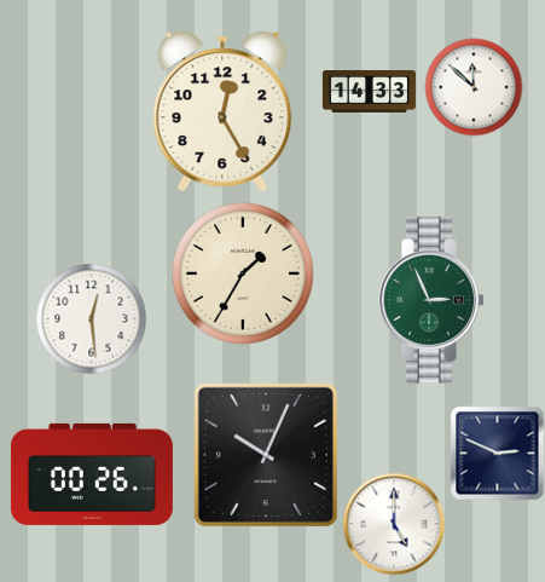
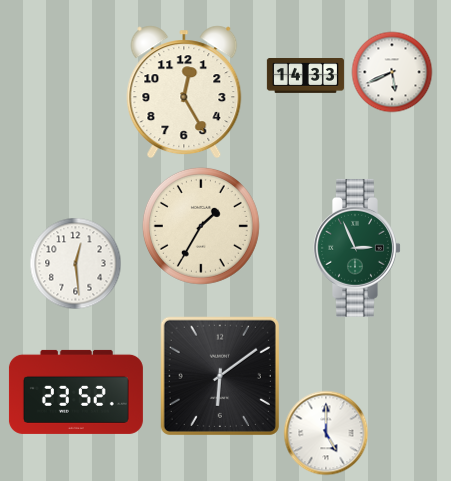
clock at (474, 87): 11:52 -> 5:41
clock at (497, 453): 2:49 -> none
clock at (266, 455): 10:04 -> 6:09
clock at (92, 474): 00:26 -> 23:52
